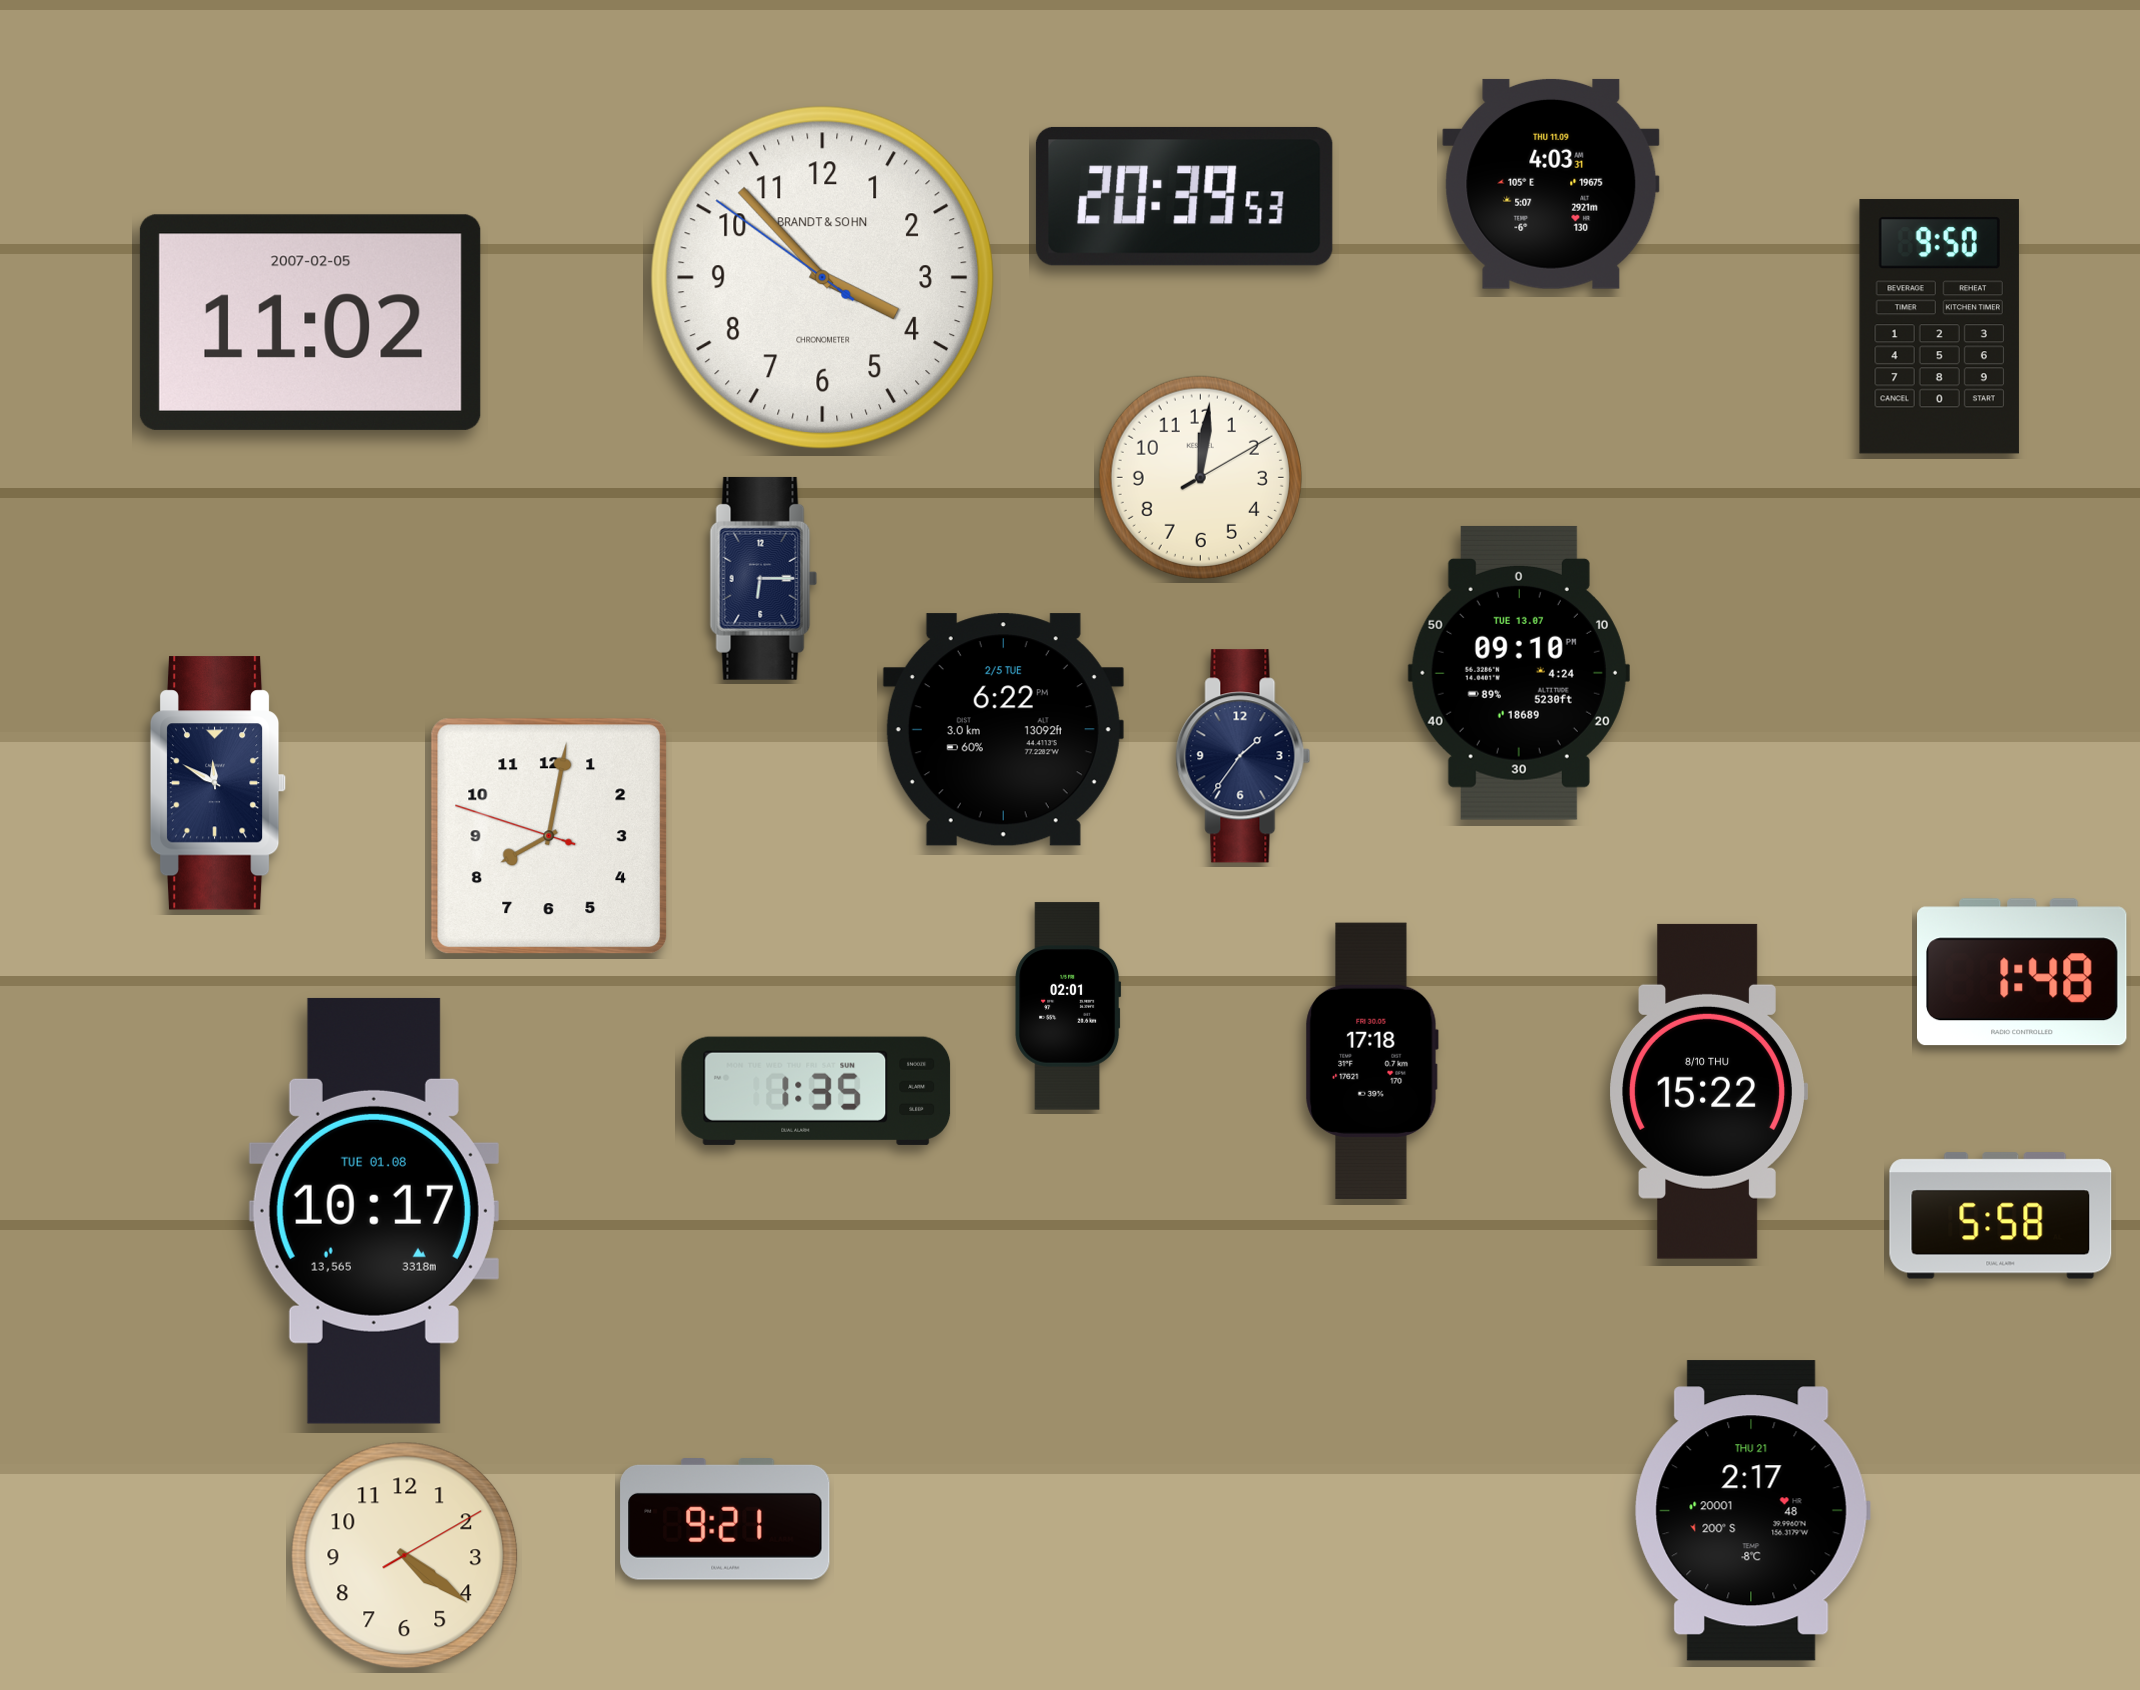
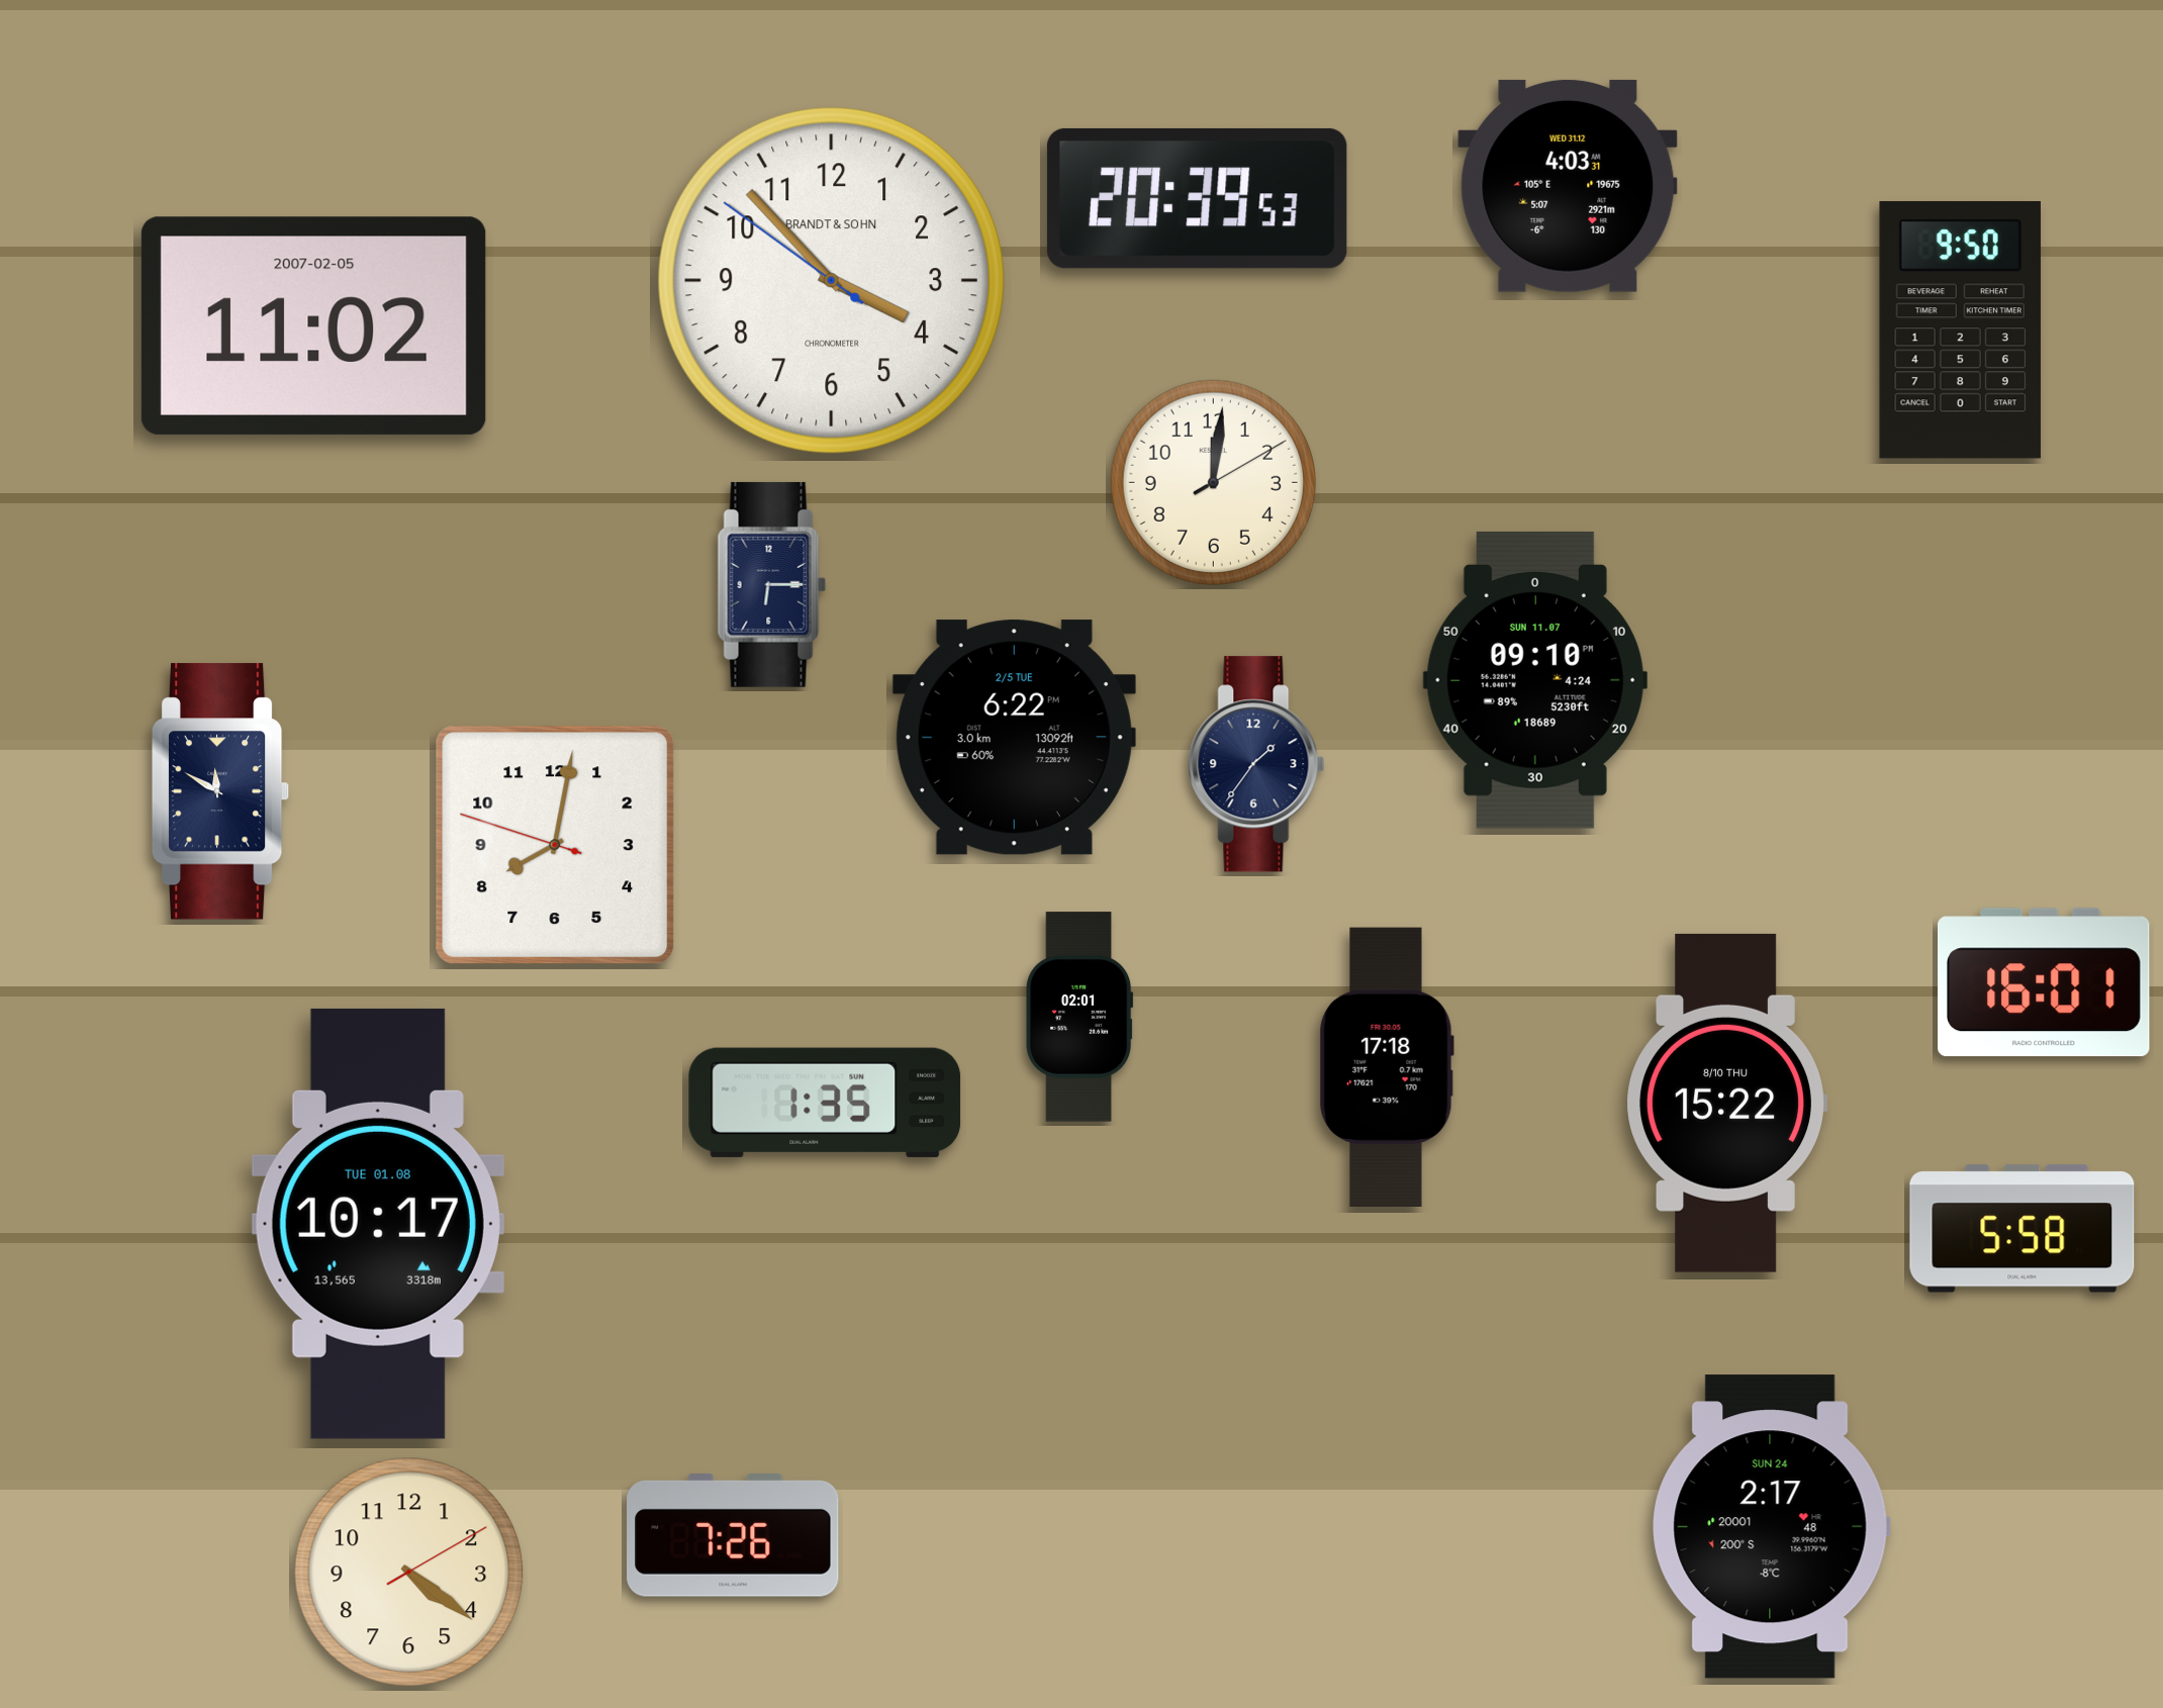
clock at (1551, 184) date: THU 11.09 -> WED 31.12
clock at (1519, 673) date: TUE 13.07 -> SUN 11.07
clock at (2023, 972): 1:48 -> 16:01
clock at (1372, 1060) position: (1372, 1060) -> (1387, 1066)
clock at (1752, 1511) date: THU 21 -> SUN 24
clock at (725, 1520): 9:21 -> 7:26
